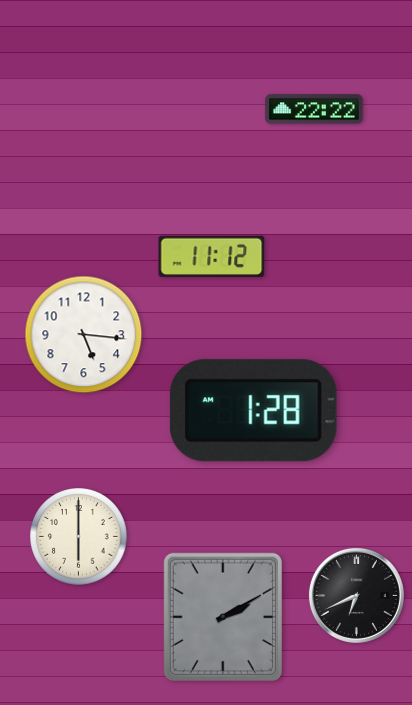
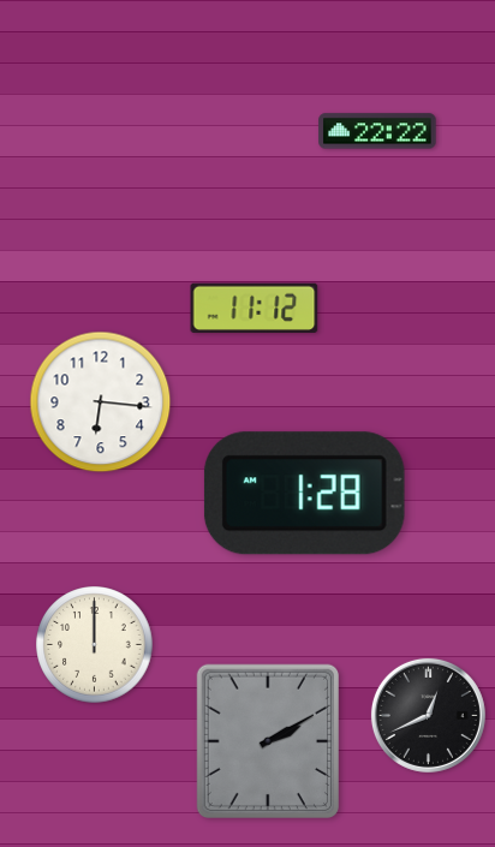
clock at (84, 335): 5:16 -> 6:16
clock at (79, 537): 6:00 -> 12:00
clock at (356, 595): 6:41 -> 12:41
